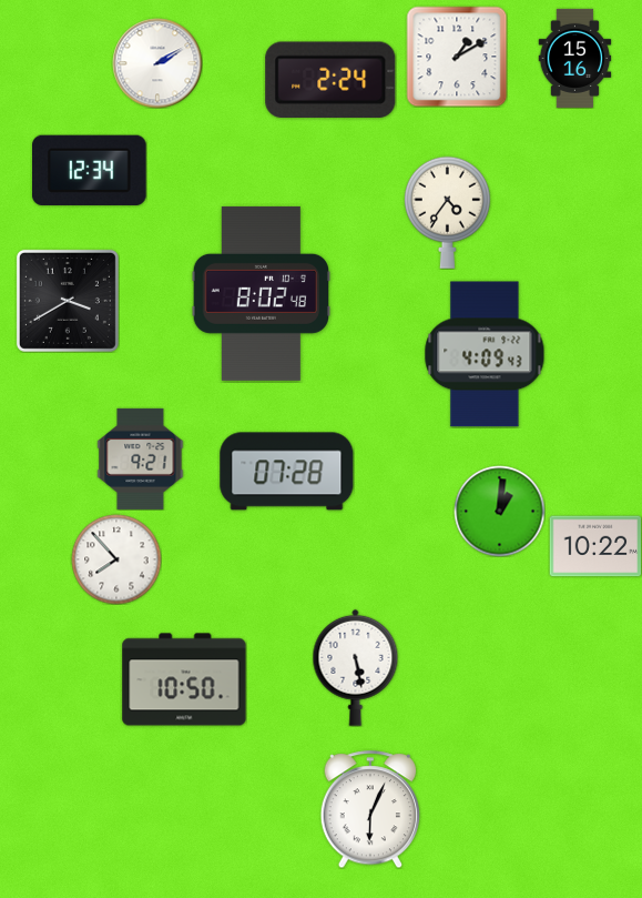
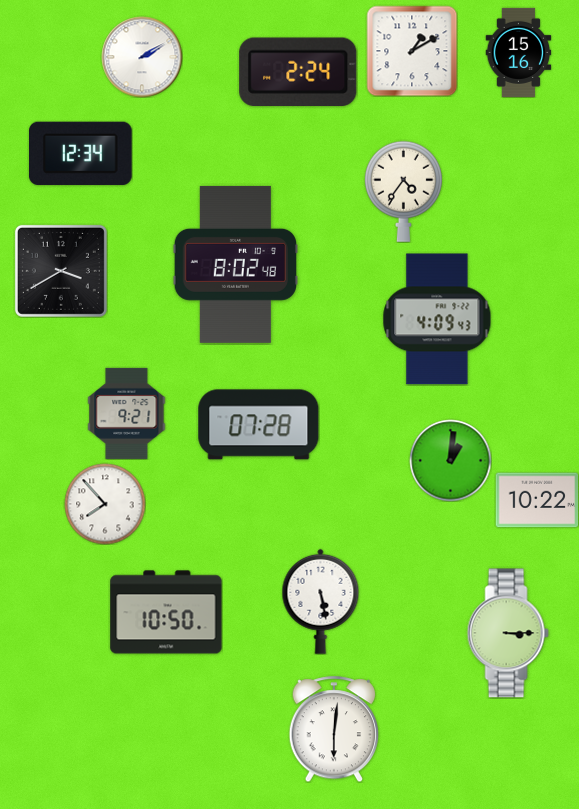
clock at (595, 546) position: (595, 546) -> (537, 500)
clock at (508, 633): none -> 3:15
clock at (370, 809): 6:04 -> 6:01
